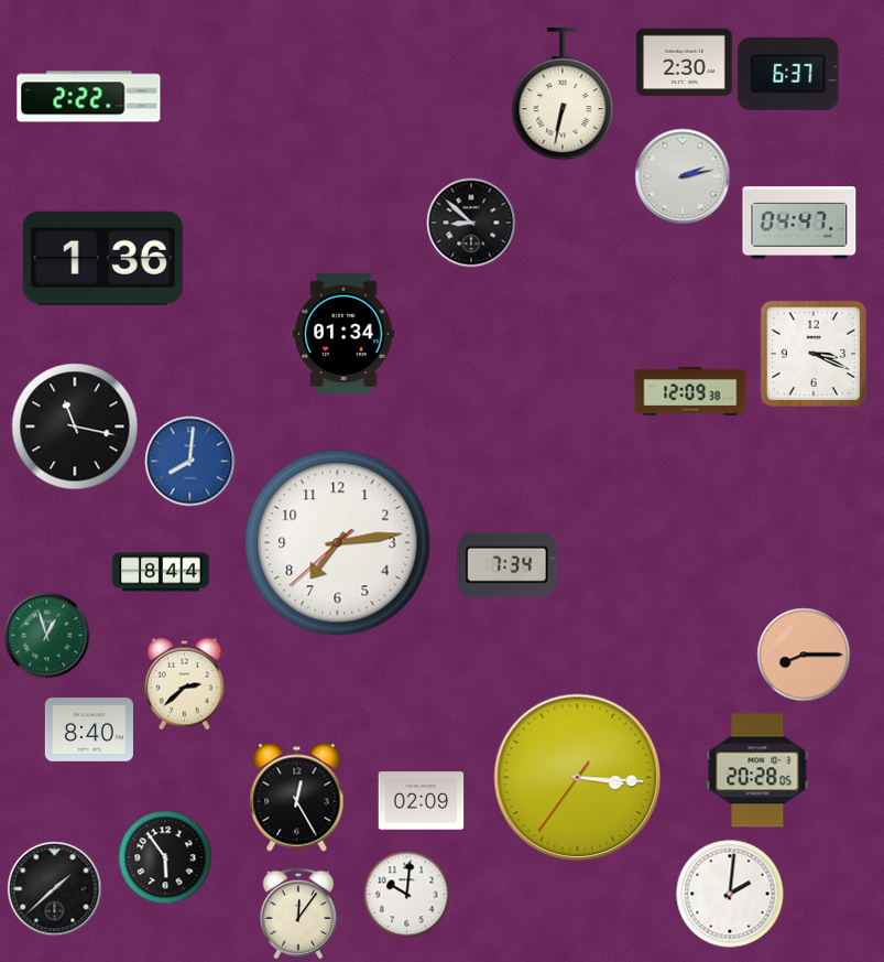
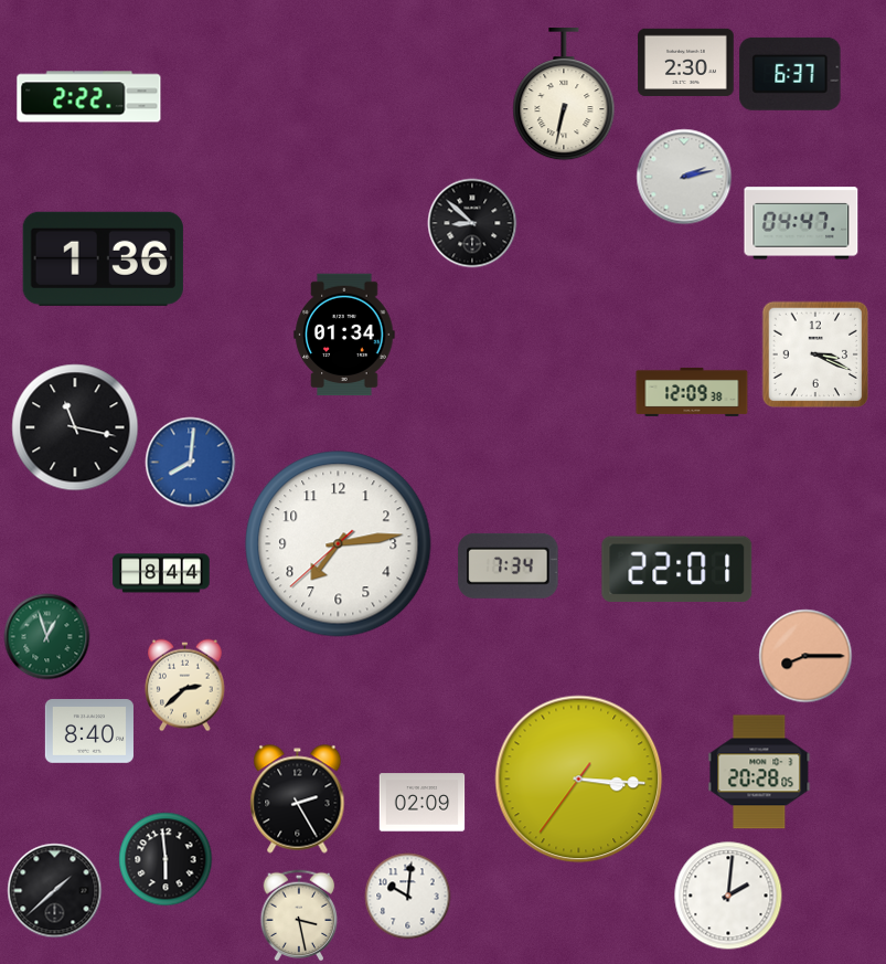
clock at (677, 570): none -> 22:01
clock at (297, 798): 12:25 -> 2:25
clock at (165, 857): 5:54 -> 5:59
clock at (730, 894) position: (730, 894) -> (728, 896)
clock at (298, 914): 12:06 -> 3:28
